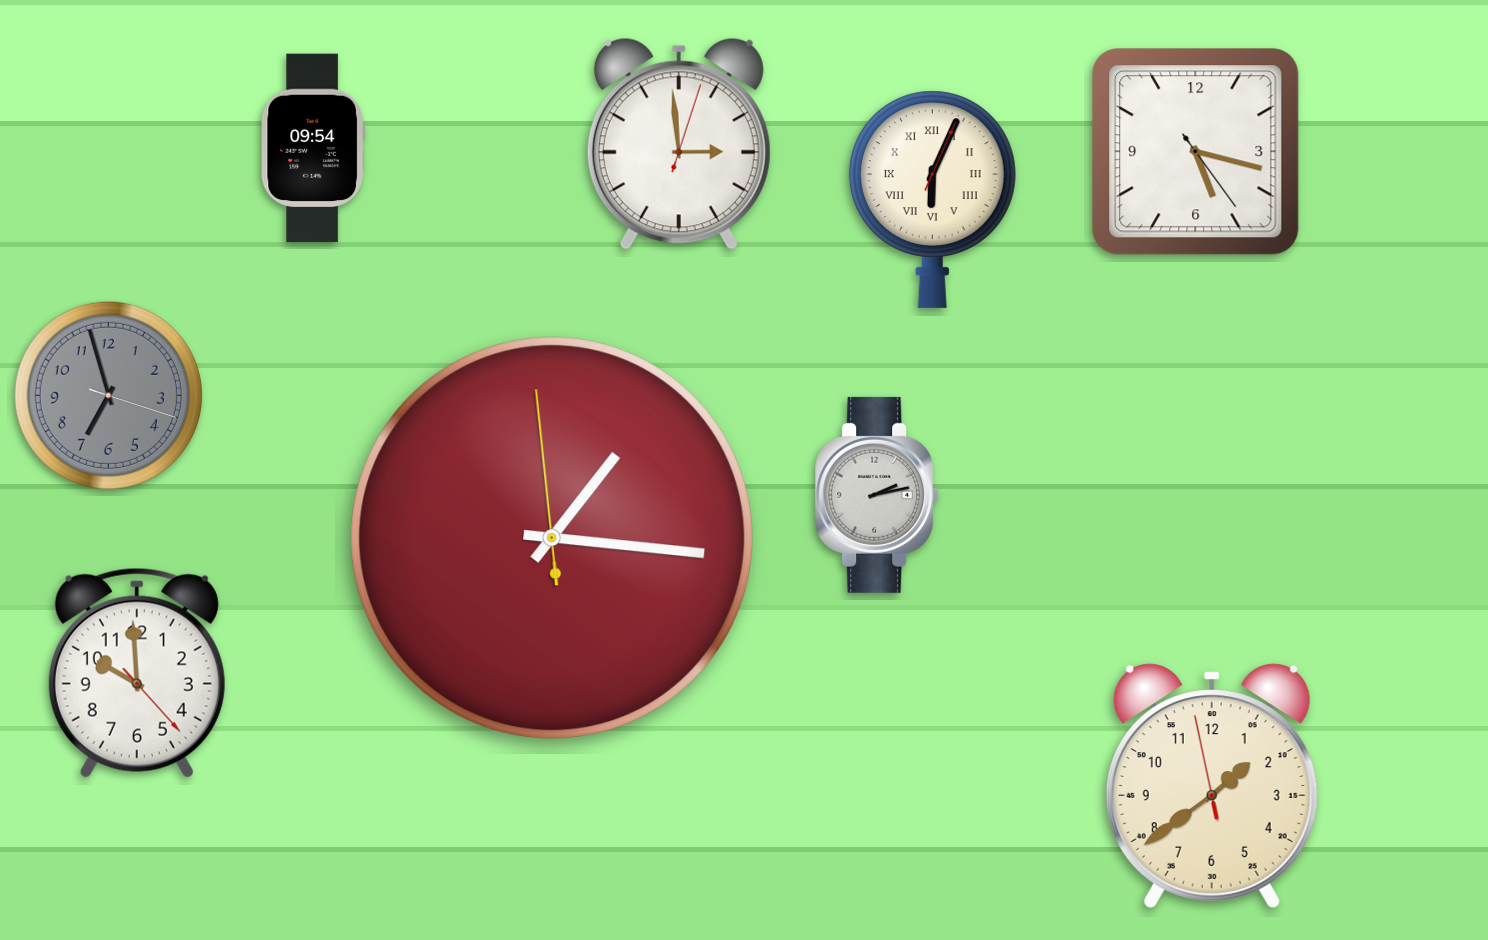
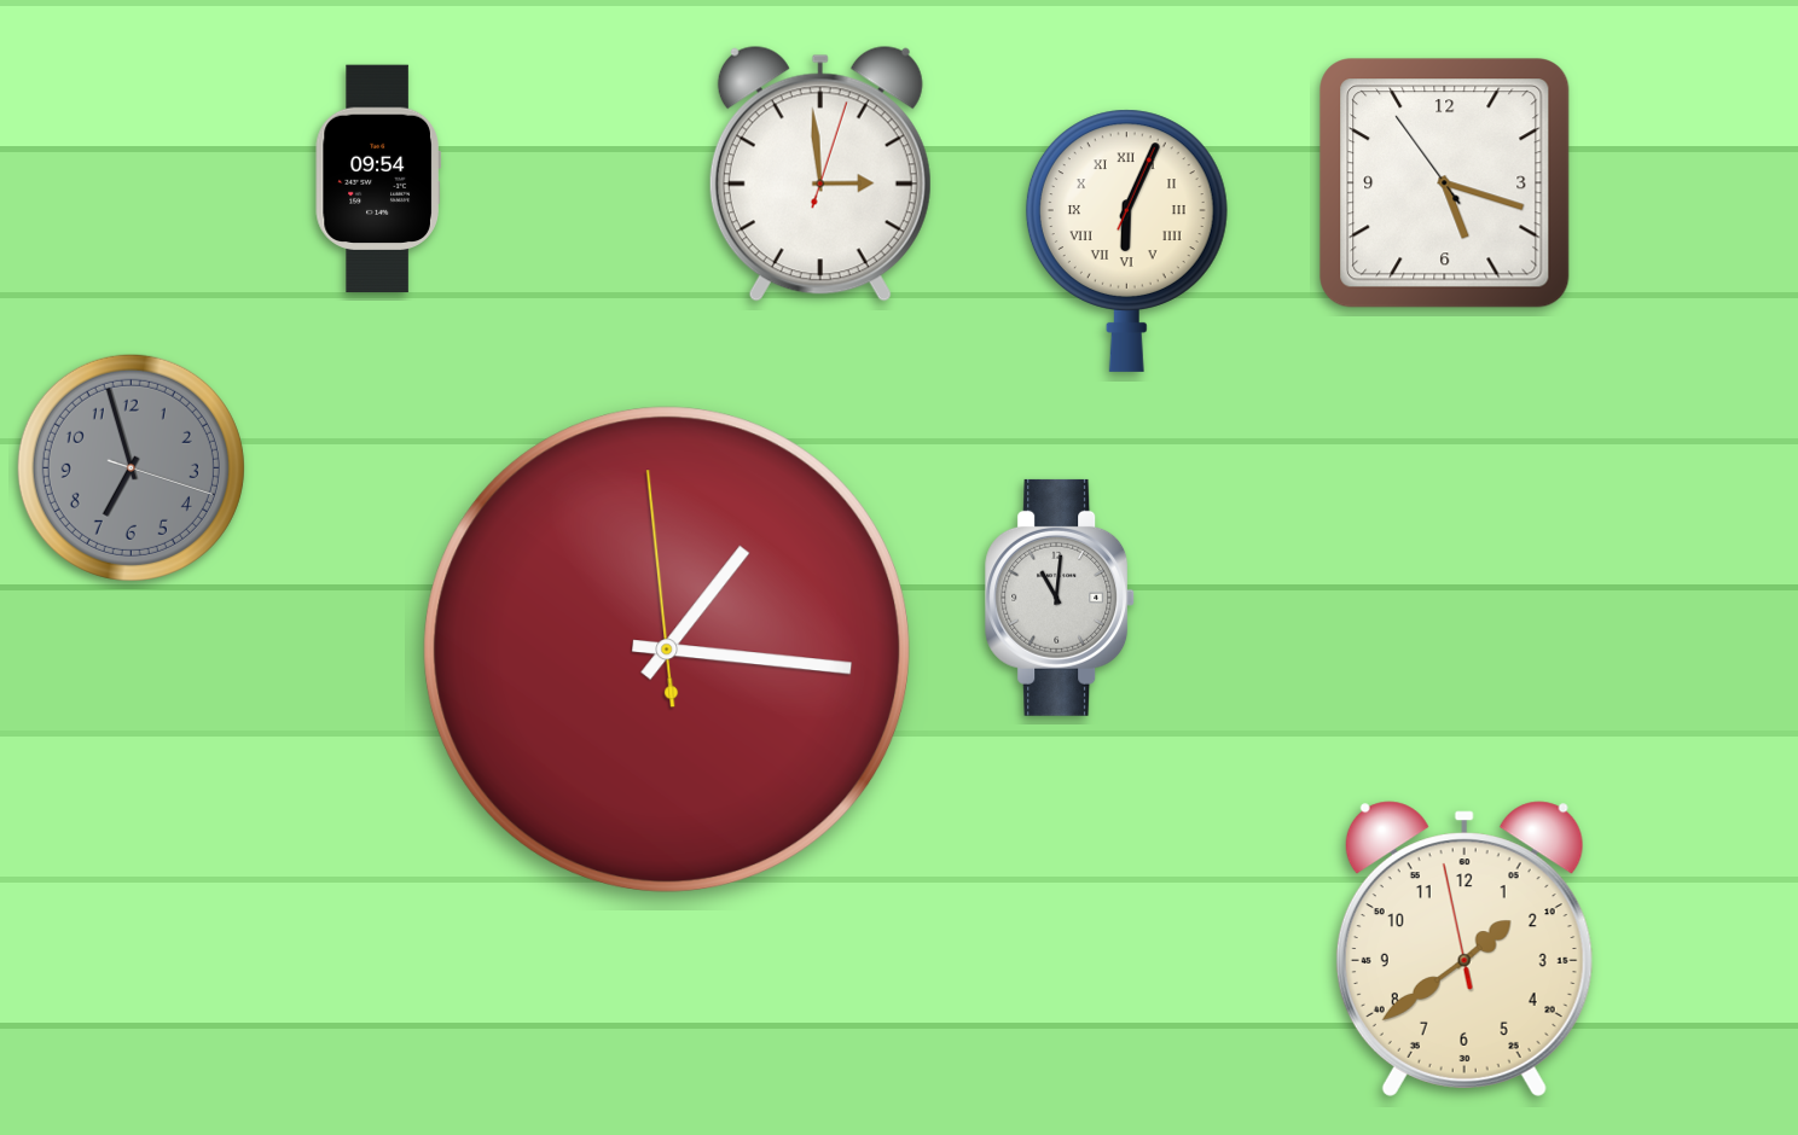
clock at (1196, 152): 5:17:24 -> 5:17:54
clock at (108, 395) position: (108, 395) -> (130, 467)
clock at (878, 495): 2:13 -> 11:01
clock at (137, 673): 9:59 -> none
